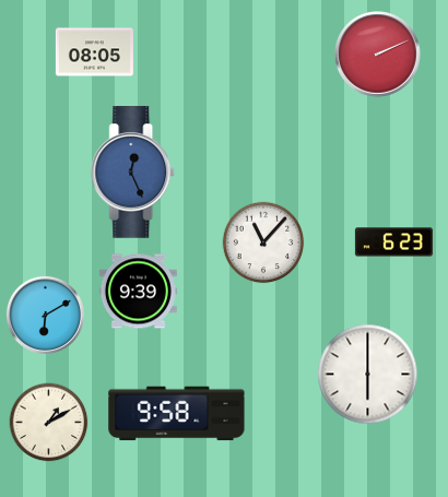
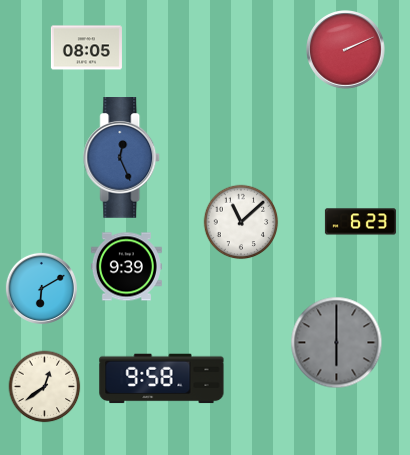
clock at (263, 242): 11:07 -> 11:08
clock at (368, 375) dial: white -> grey
clock at (49, 423): 1:10 -> 12:39
